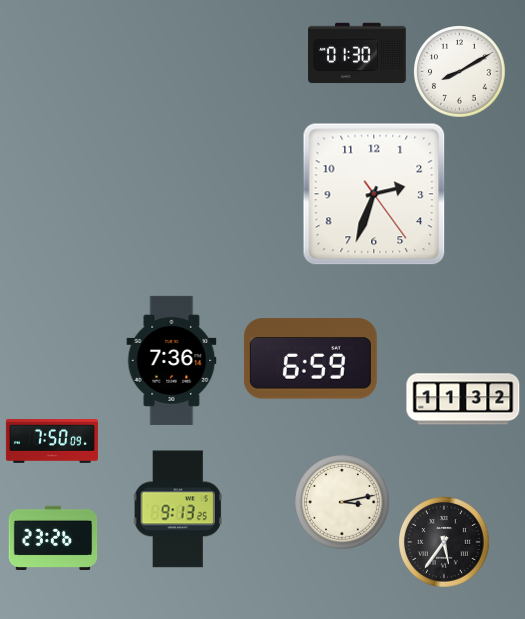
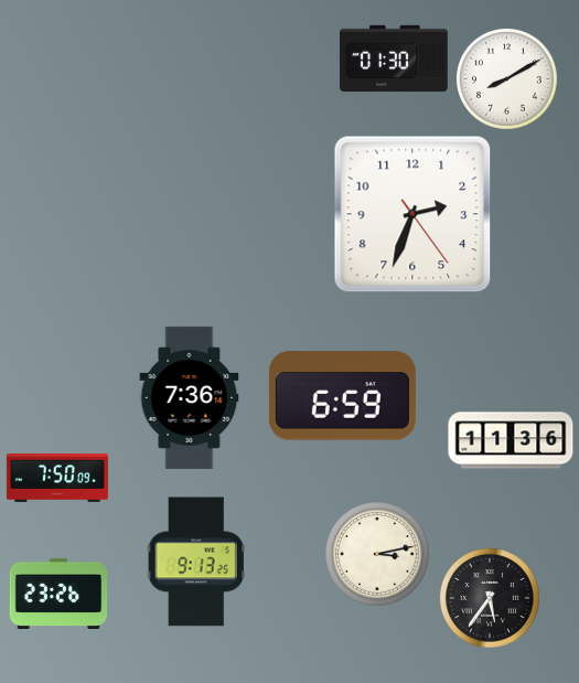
clock at (463, 399): 11:32 -> 11:36
clock at (52, 442) position: (52, 442) -> (57, 479)
